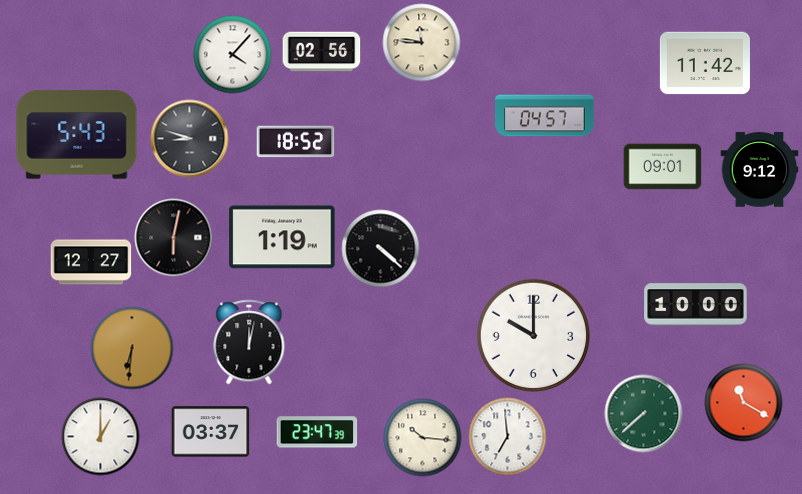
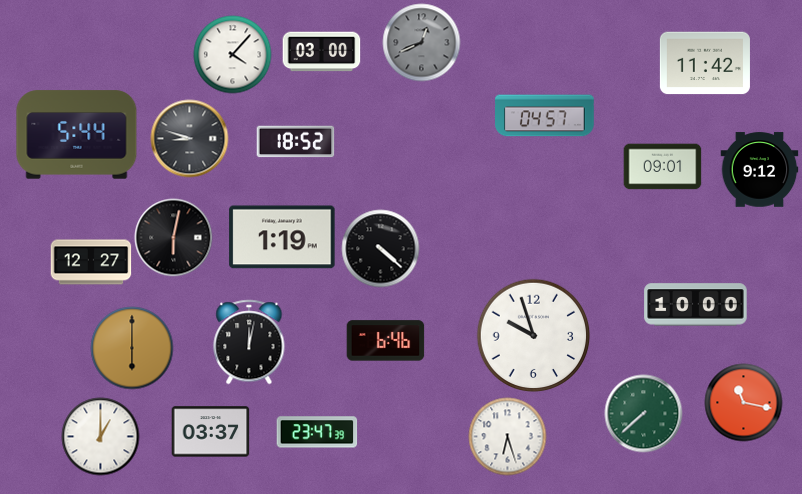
clock at (421, 42): 11:46 -> 12:41
clock at (421, 42) dial: cream -> grey
clock at (321, 52): 02:56 -> 03:00
clock at (77, 135): 5:43 -> 5:44
clock at (533, 335): 10:00 -> 9:57
clock at (385, 341): none -> 6:46
clock at (132, 348): 6:31 -> 6:00
clock at (743, 402): 11:20 -> 11:17
clock at (507, 436): 6:59 -> 6:27
clock at (422, 437): 10:16 -> none
